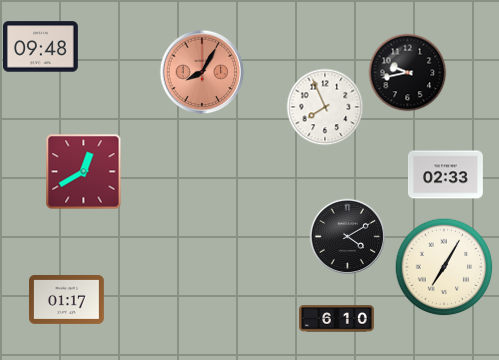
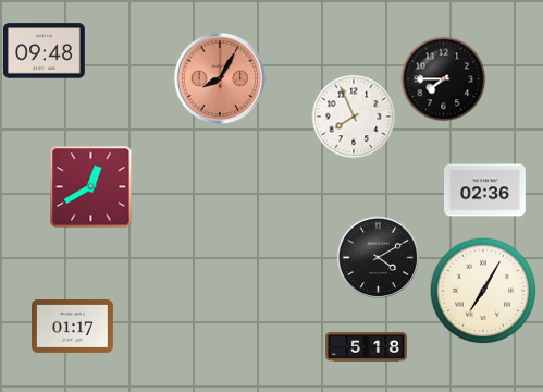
clock at (408, 73): 9:43 -> 7:45
clock at (446, 175): 02:33 -> 02:36
clock at (337, 319): 6:10 -> 5:18
